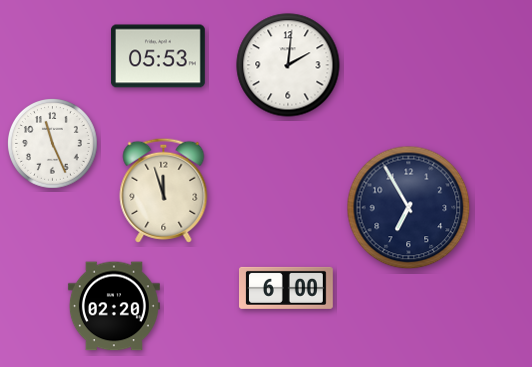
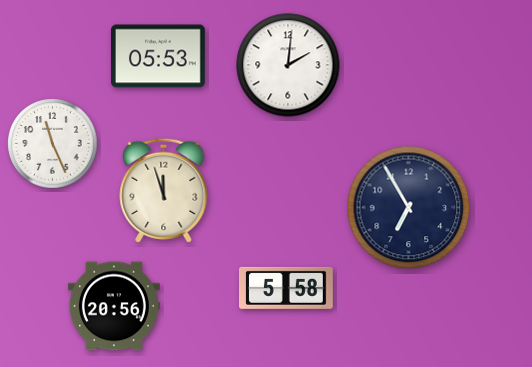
clock at (287, 288): 6:00 -> 5:58
clock at (114, 306): 02:20 -> 20:56
